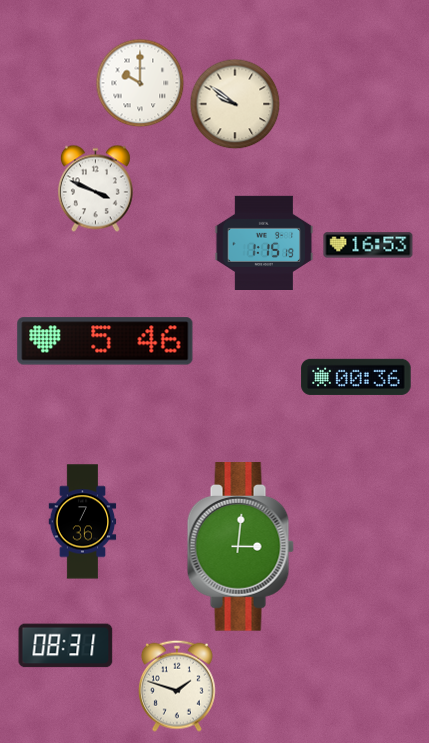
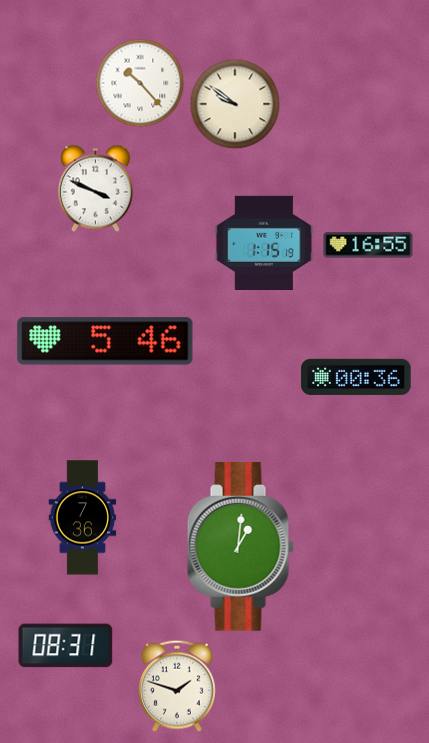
clock at (140, 83): 10:00 -> 10:23
clock at (368, 245): 16:53 -> 16:55
clock at (83, 522) position: (83, 522) -> (83, 518)
clock at (240, 547): 3:01 -> 1:01
